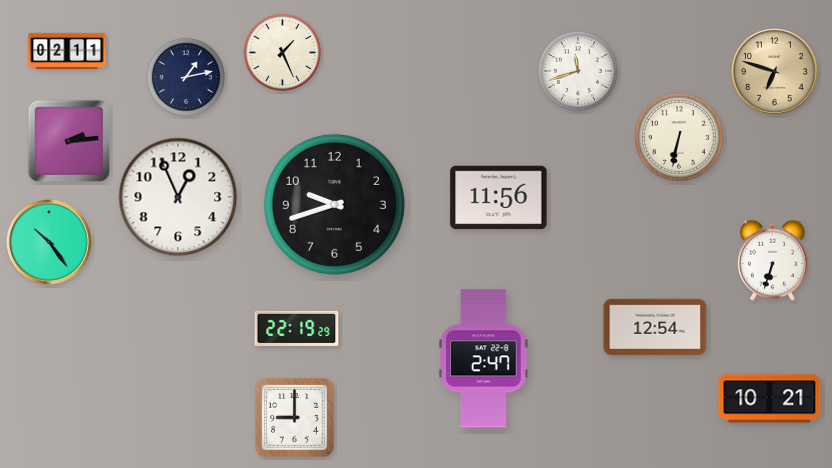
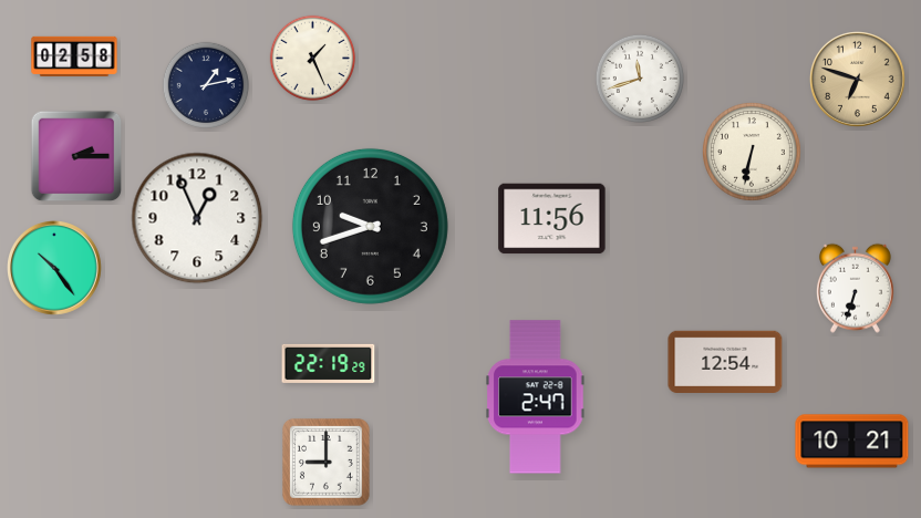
clock at (67, 50): 02:11 -> 02:58
clock at (69, 141): 2:14 -> 2:15
